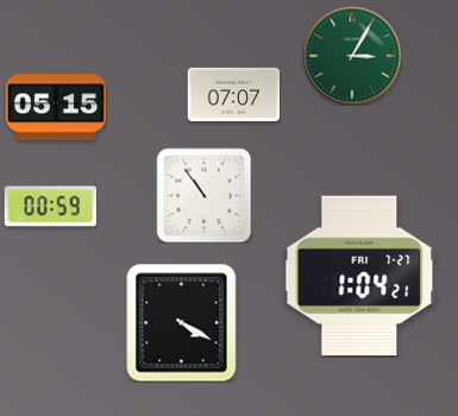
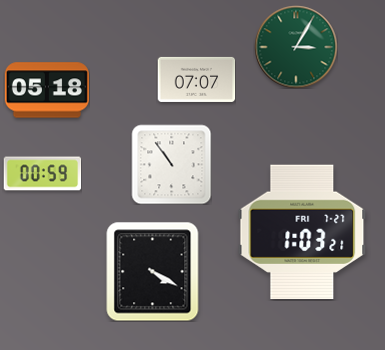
clock at (56, 107): 05:15 -> 05:18
clock at (359, 275): 1:04 -> 1:03
